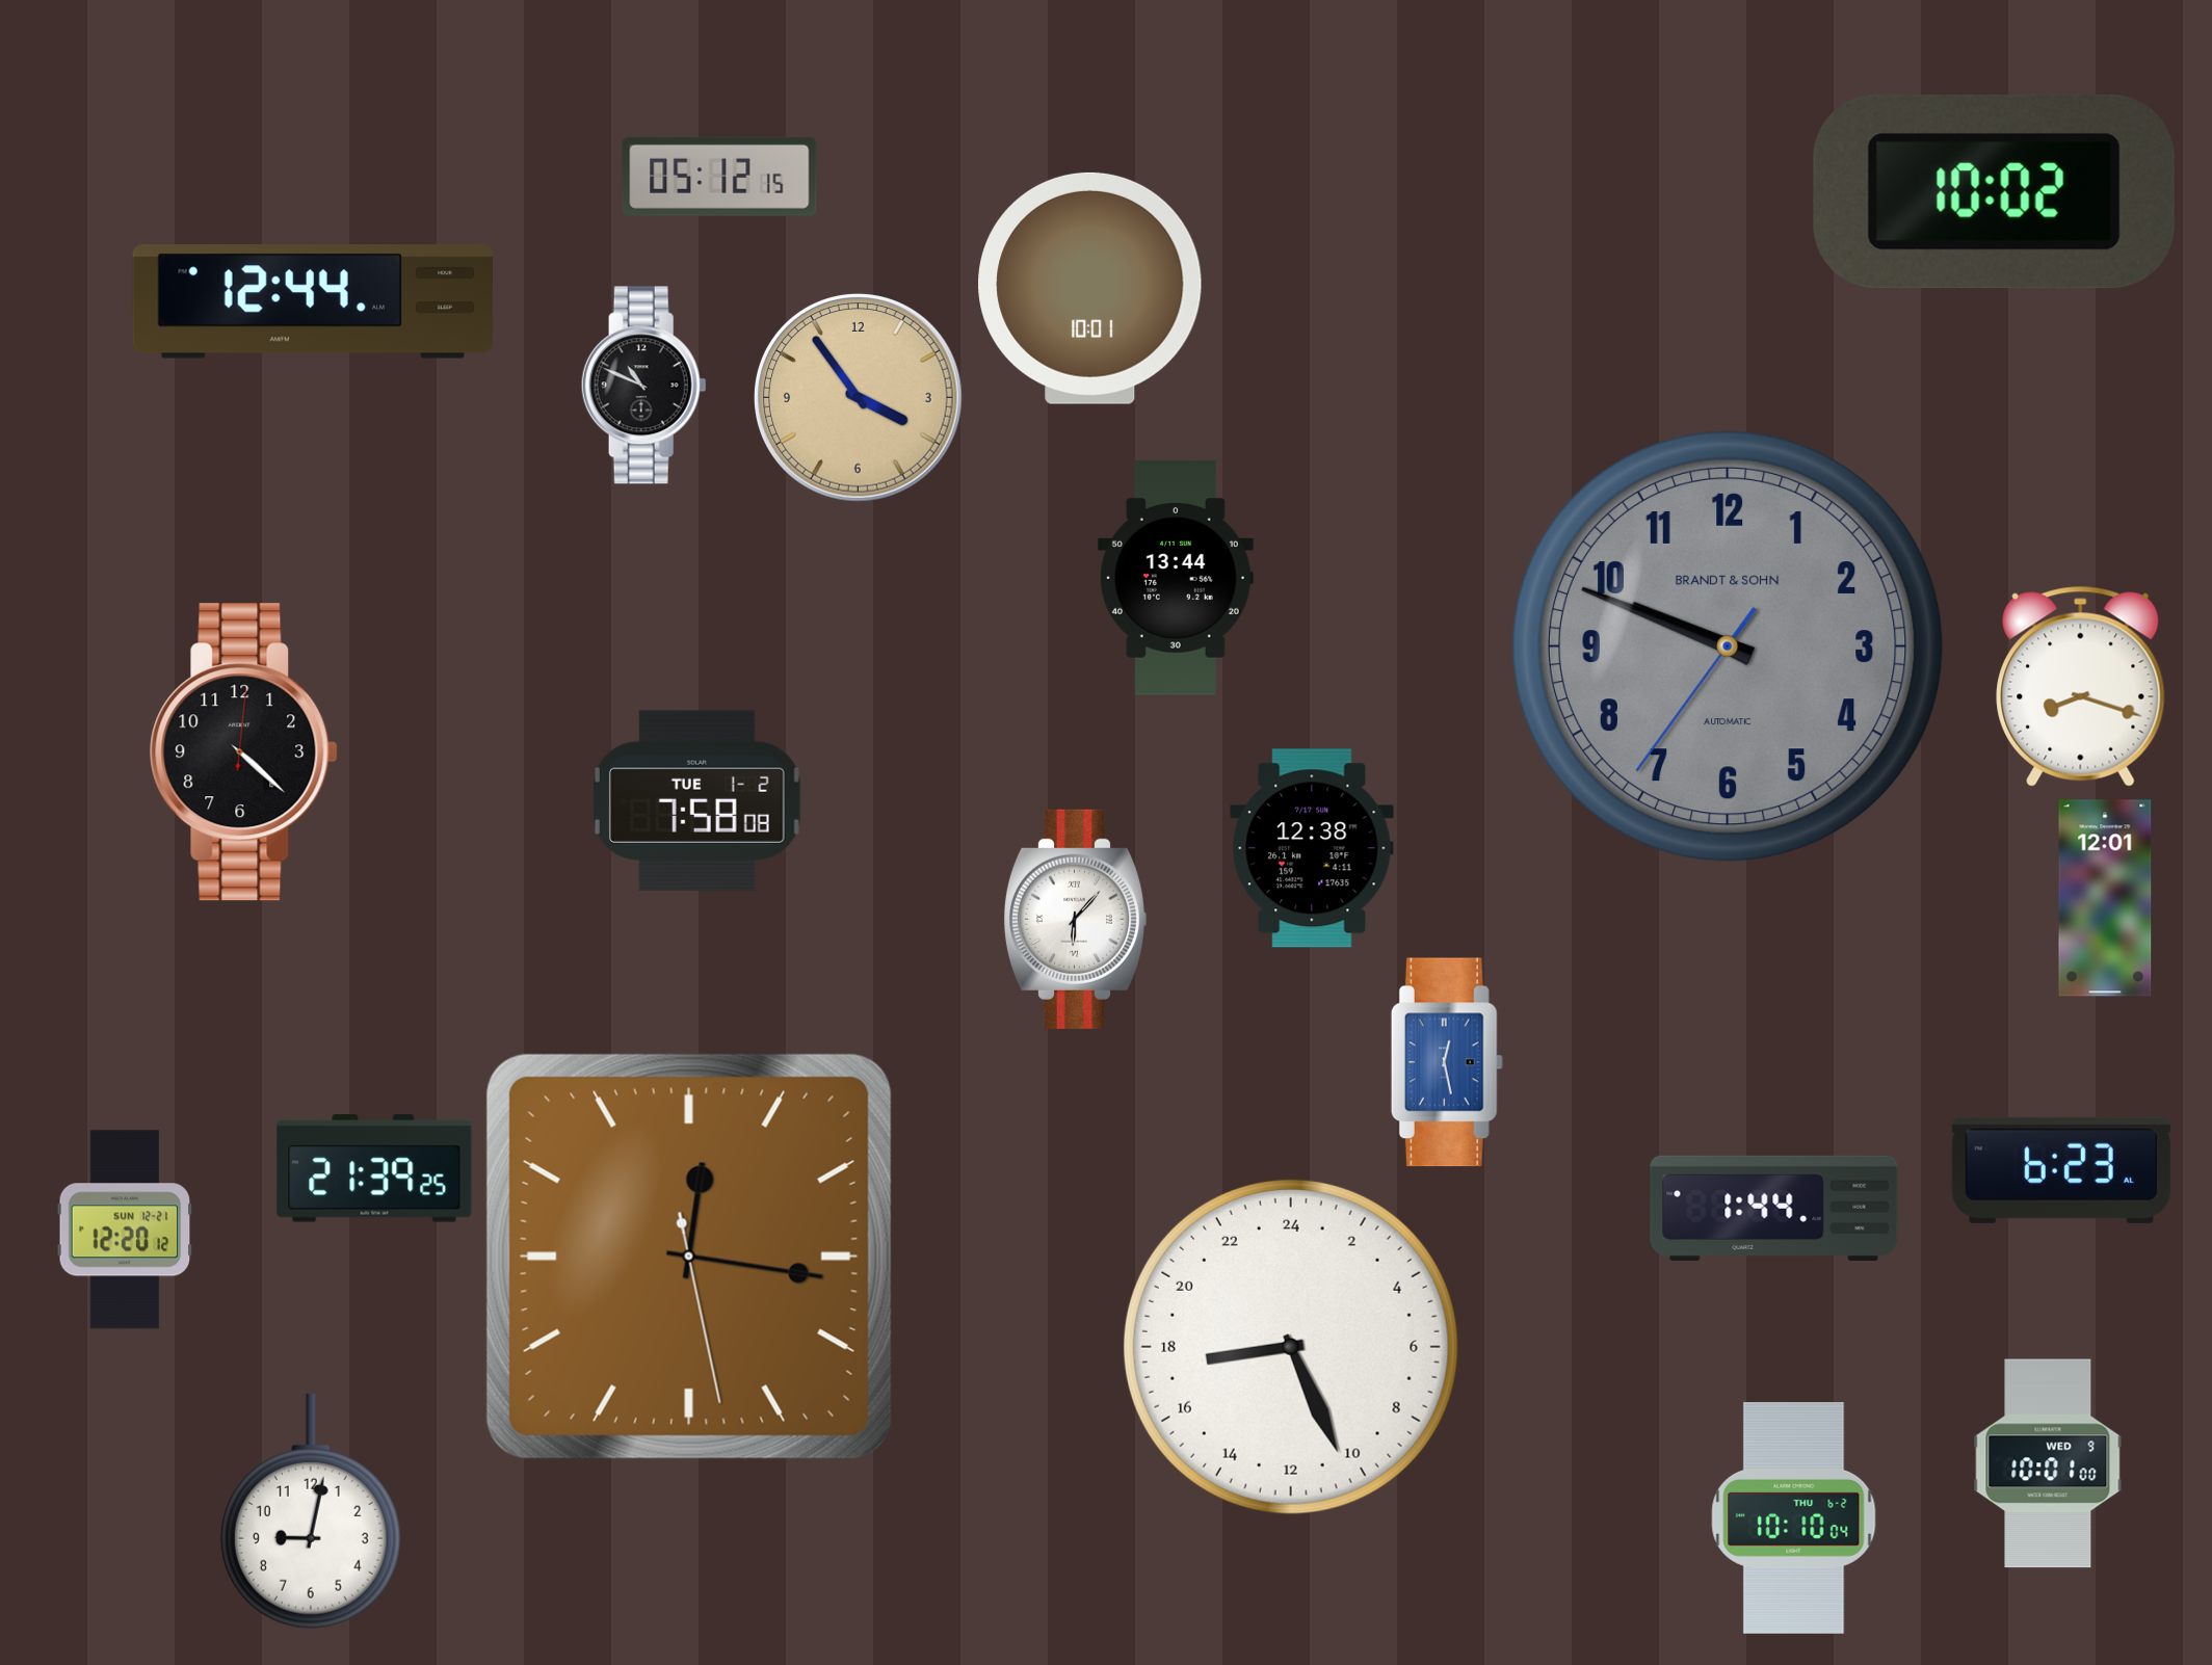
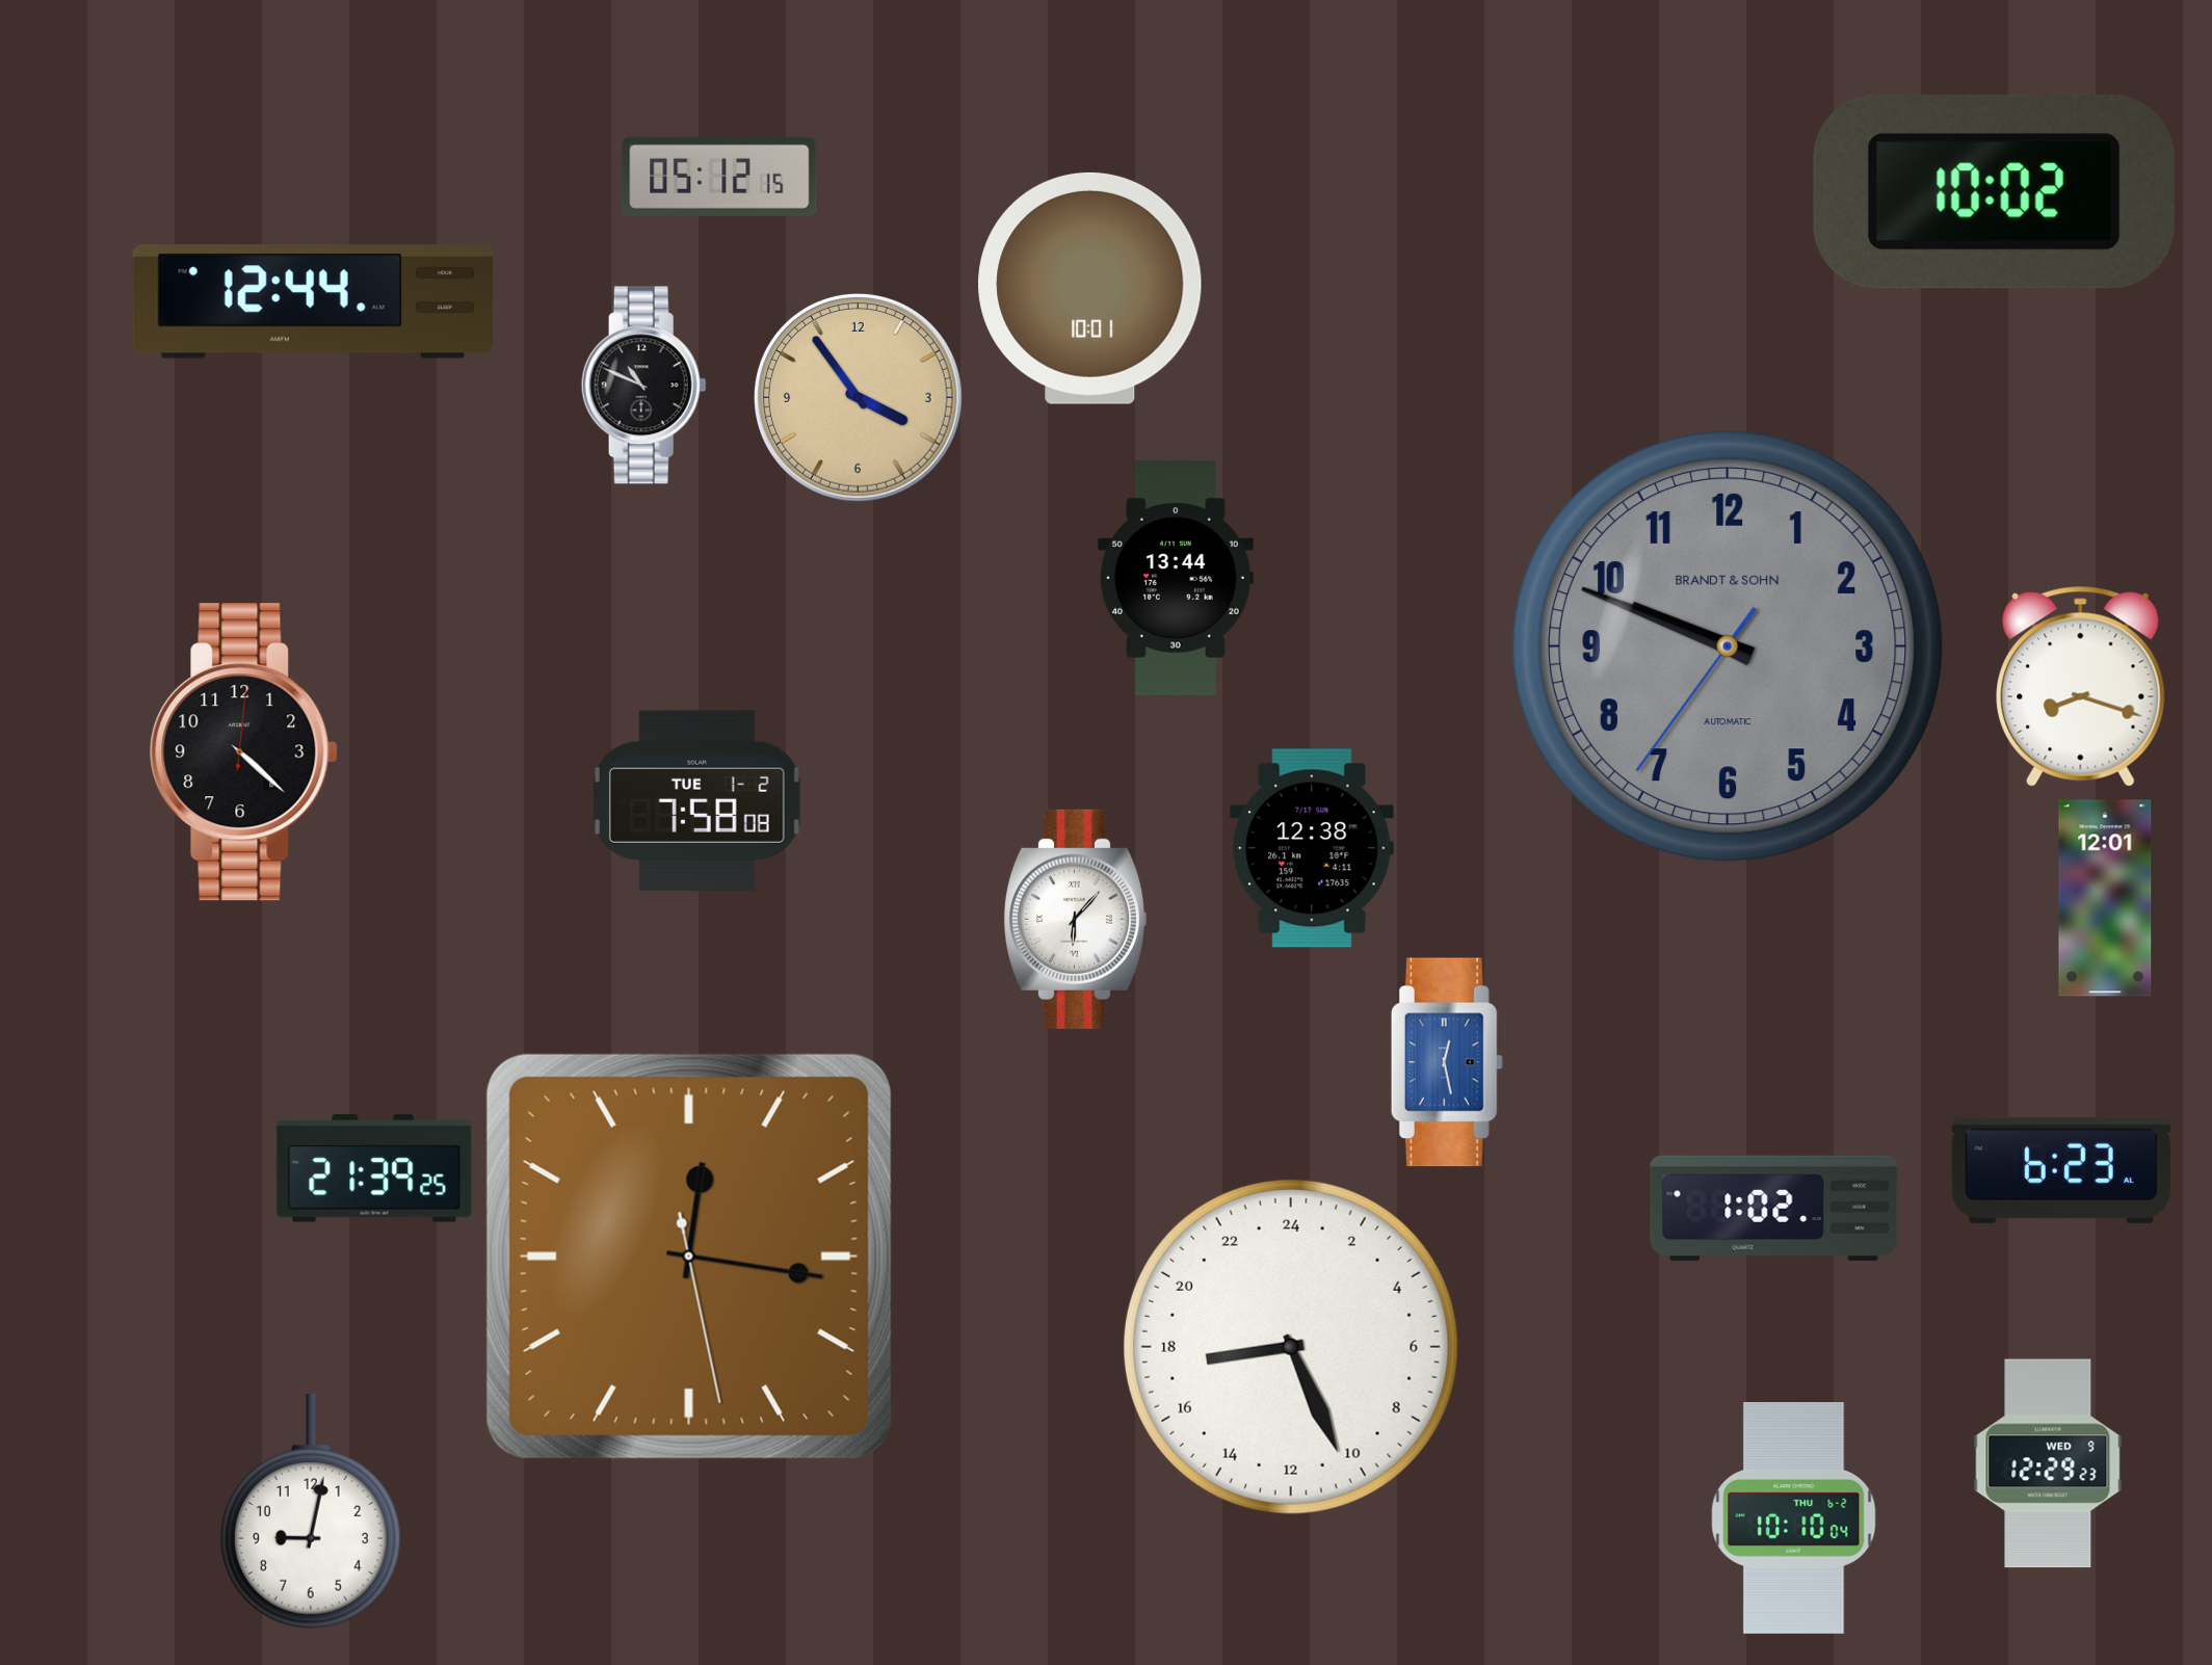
clock at (1774, 1208): 1:44 -> 1:02
clock at (125, 1230): 12:20 -> none
clock at (2048, 1463): 10:01 -> 12:29
